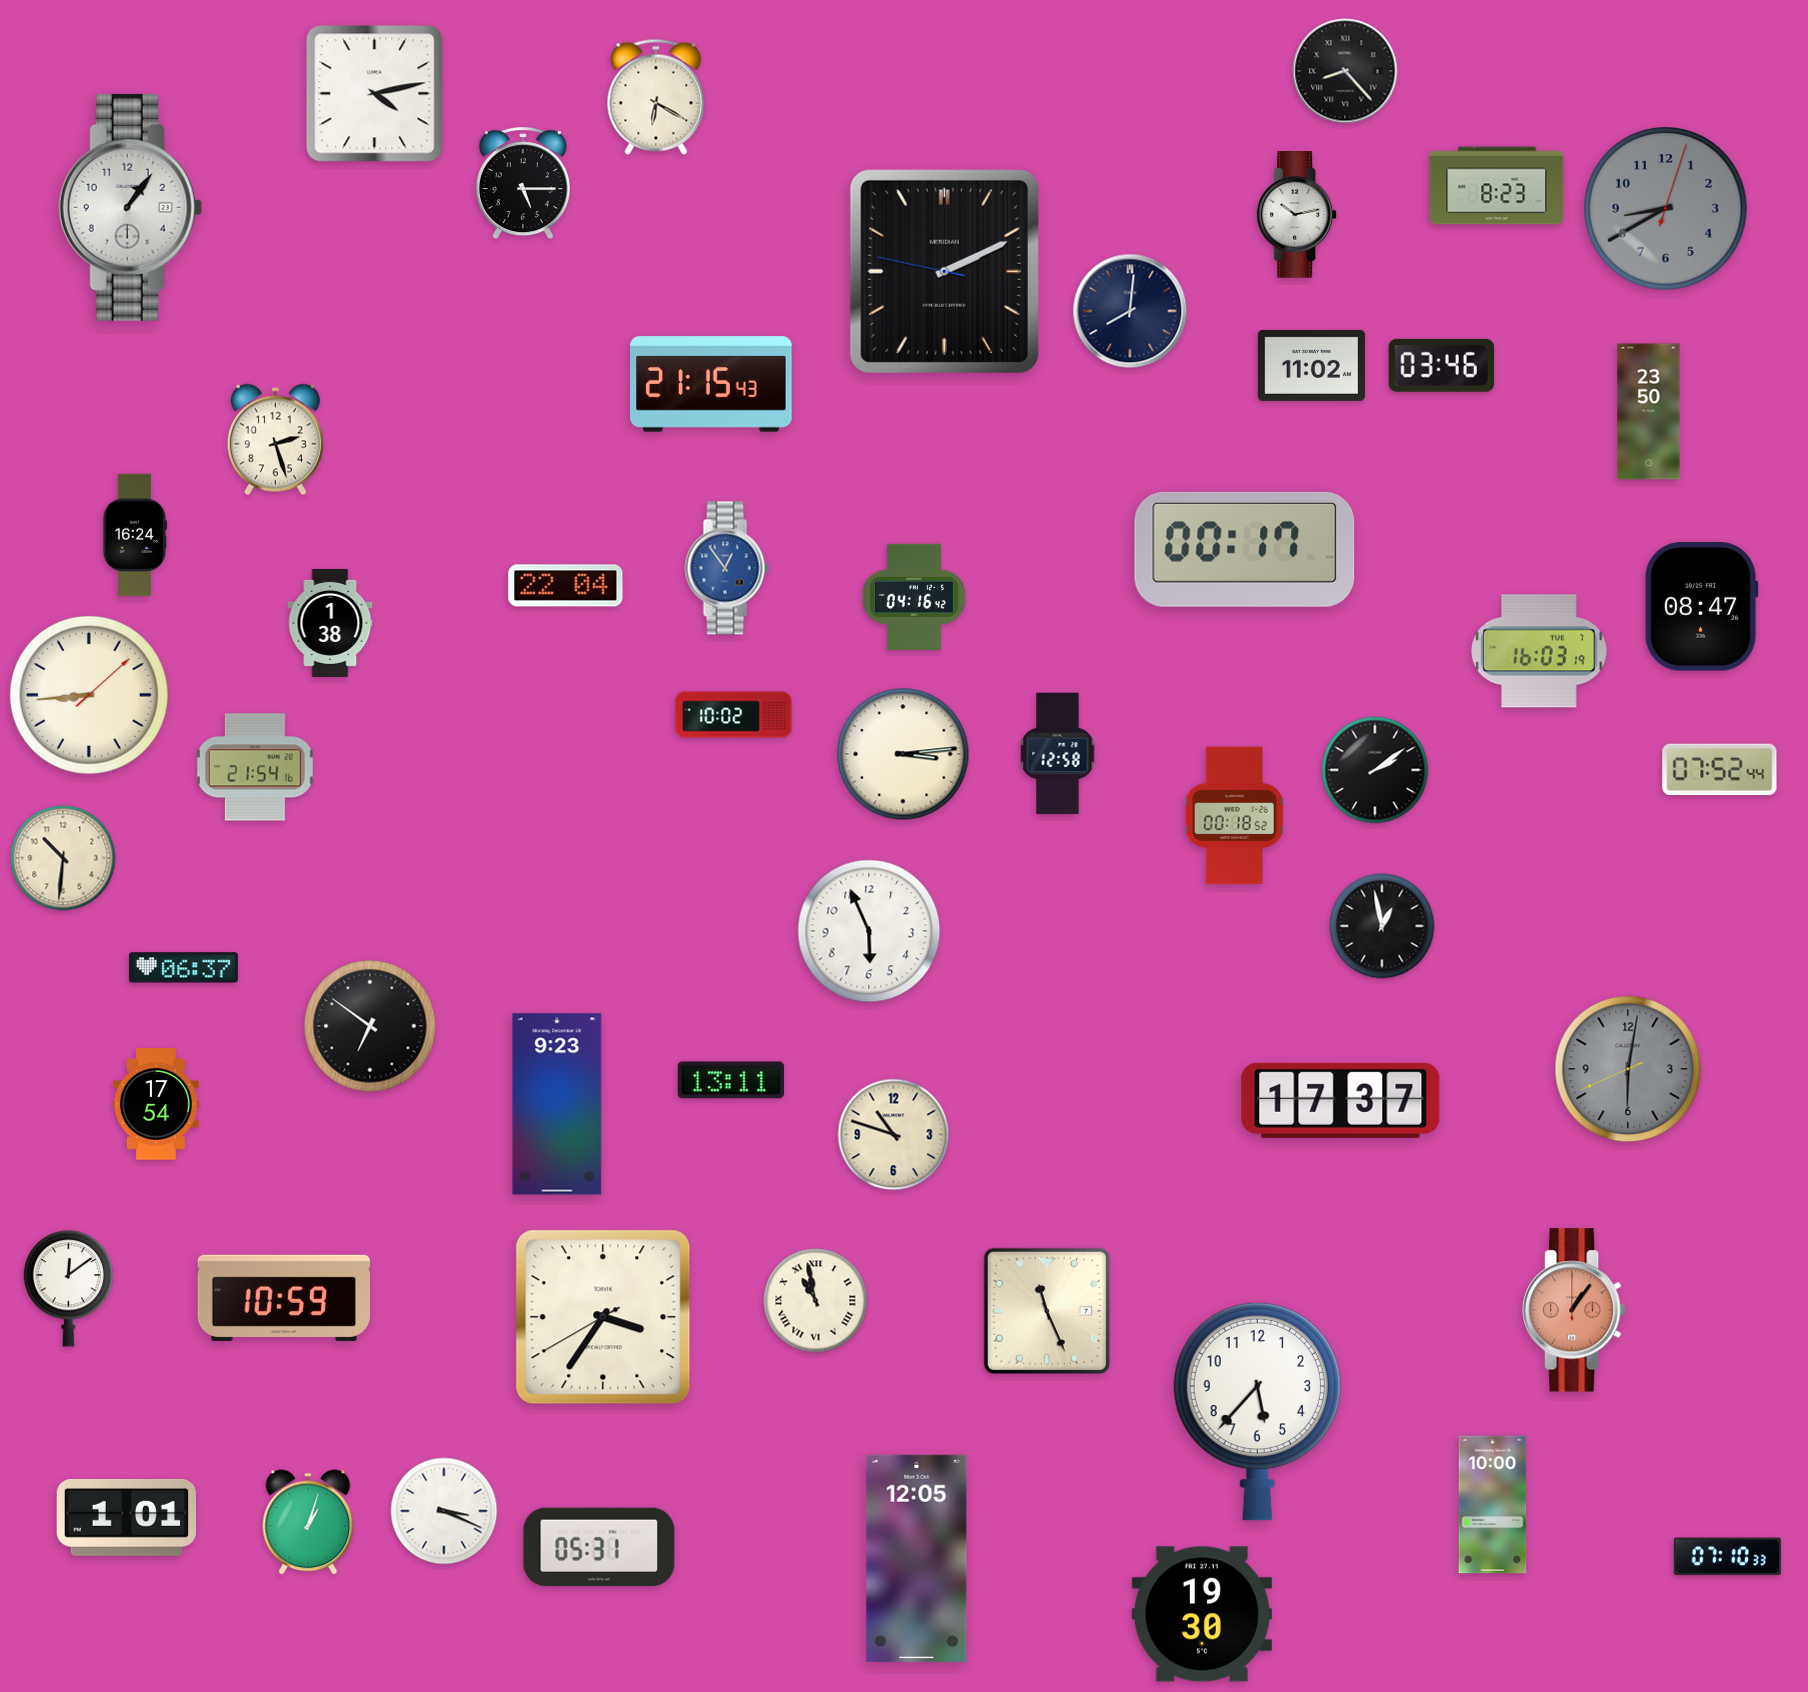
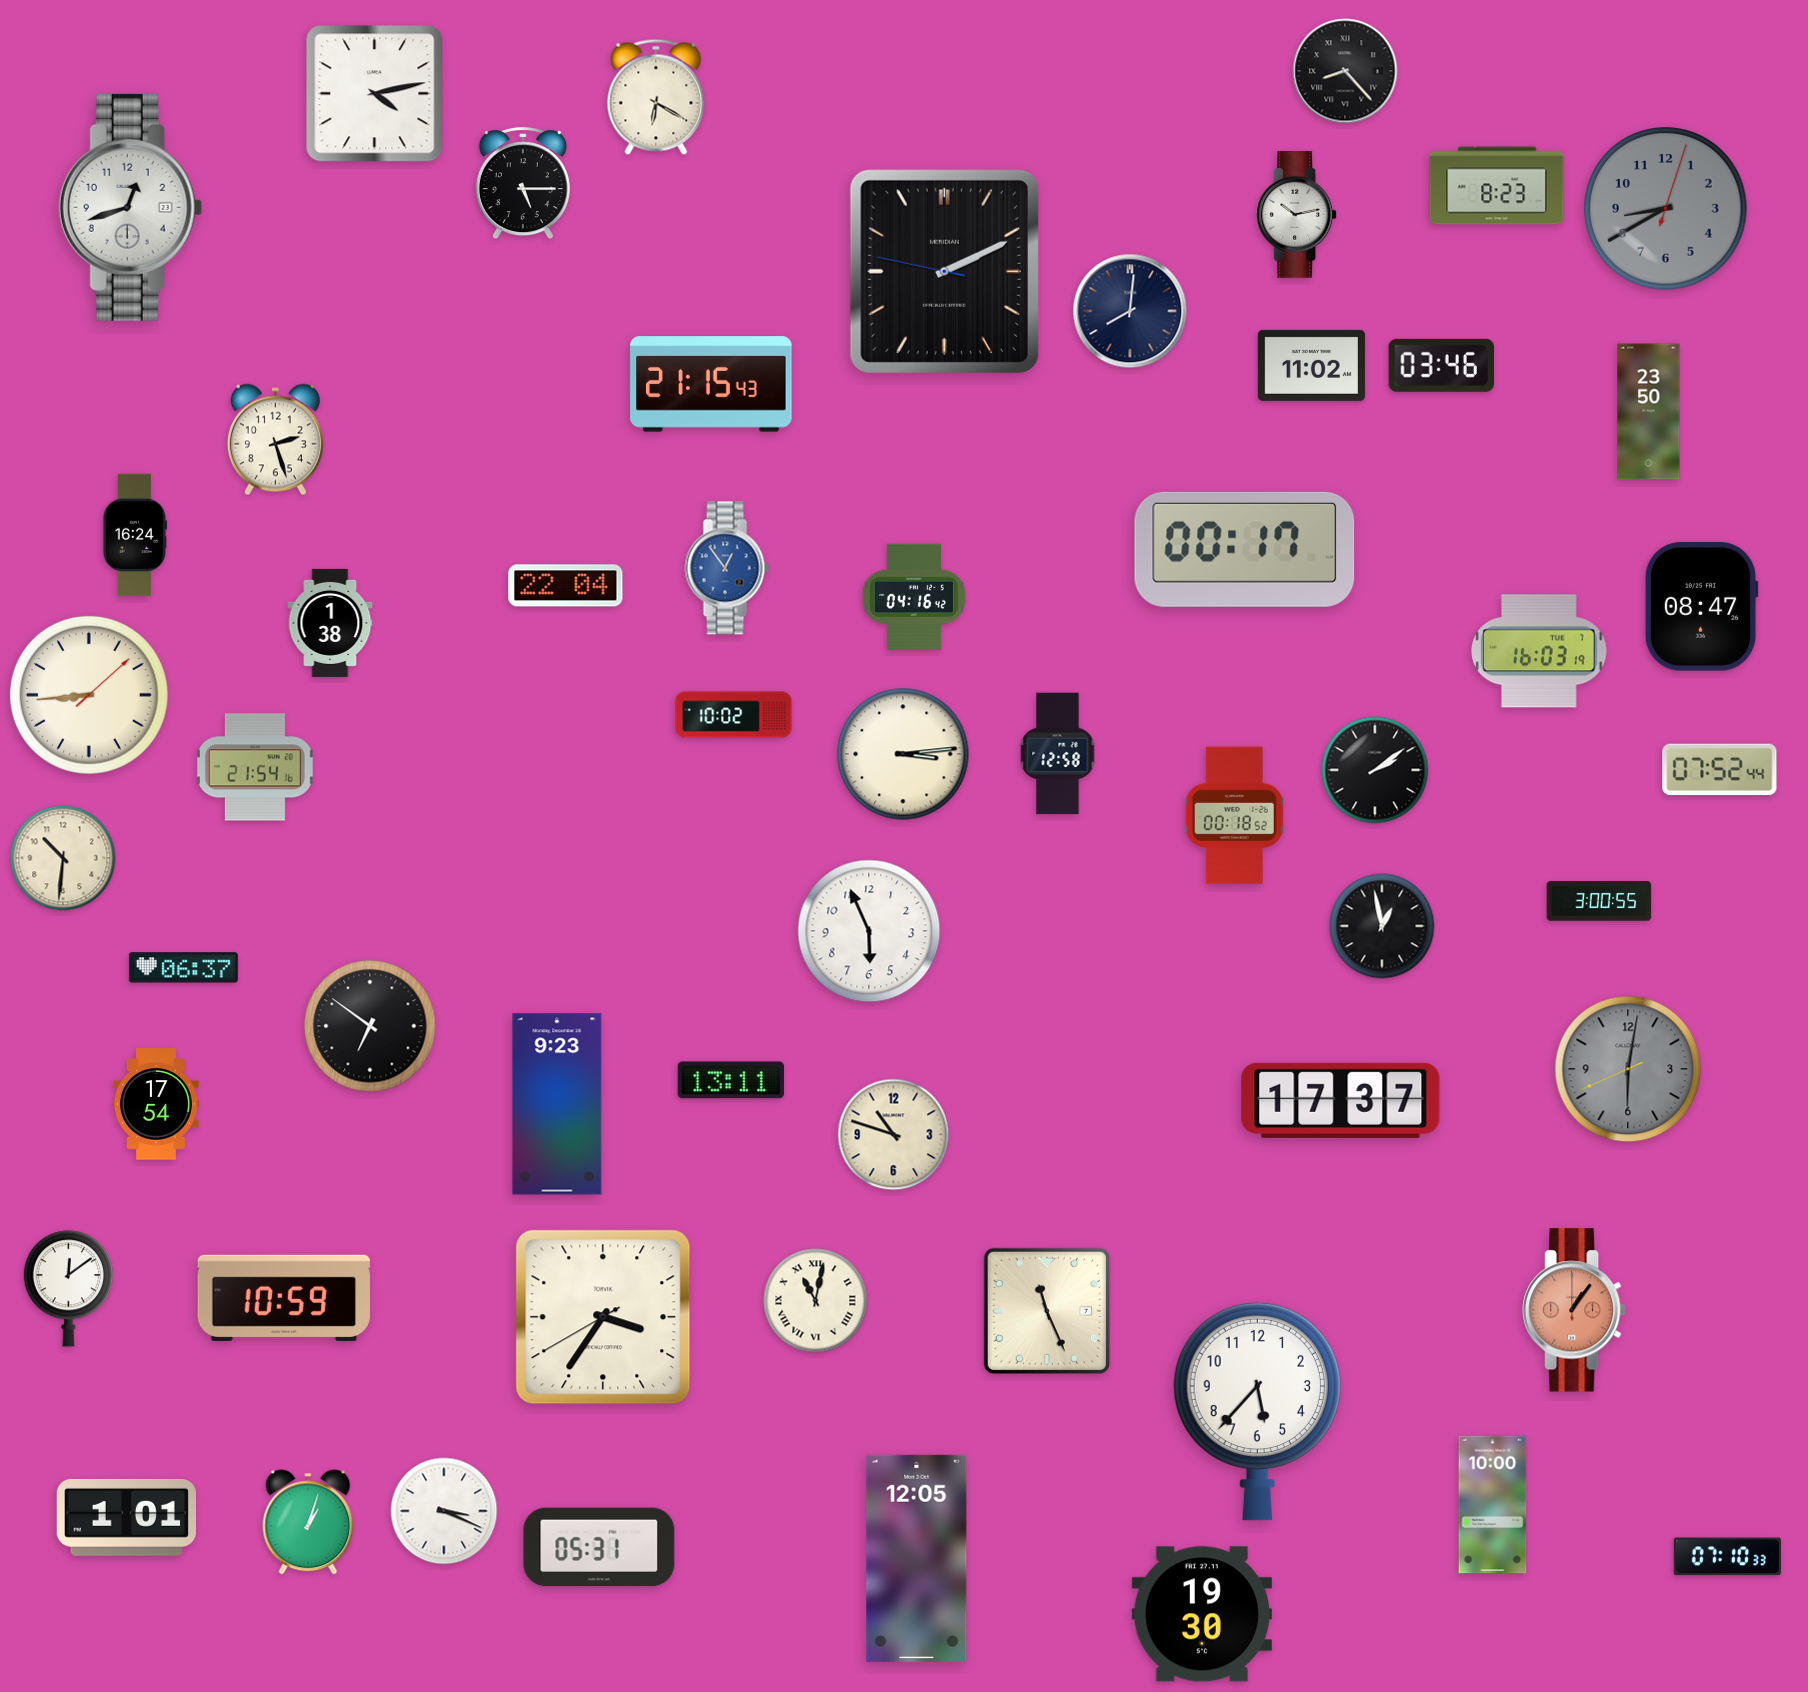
clock at (130, 207): 1:06 -> 12:42
clock at (1599, 901): none -> 3:00
clock at (816, 1301): 10:58 -> 11:02
